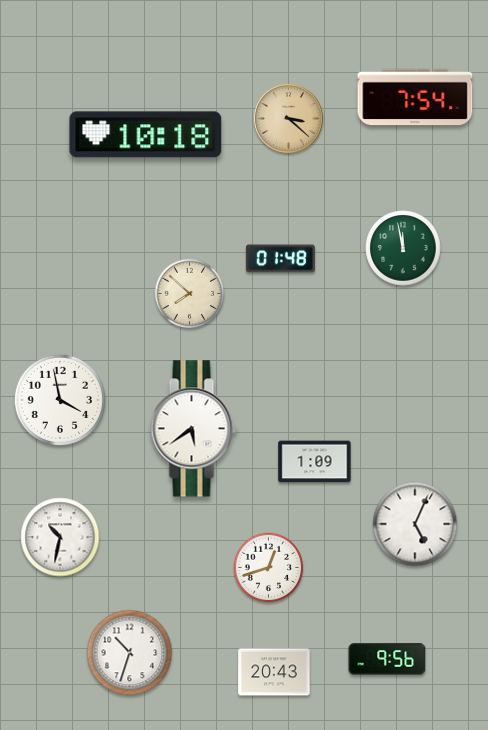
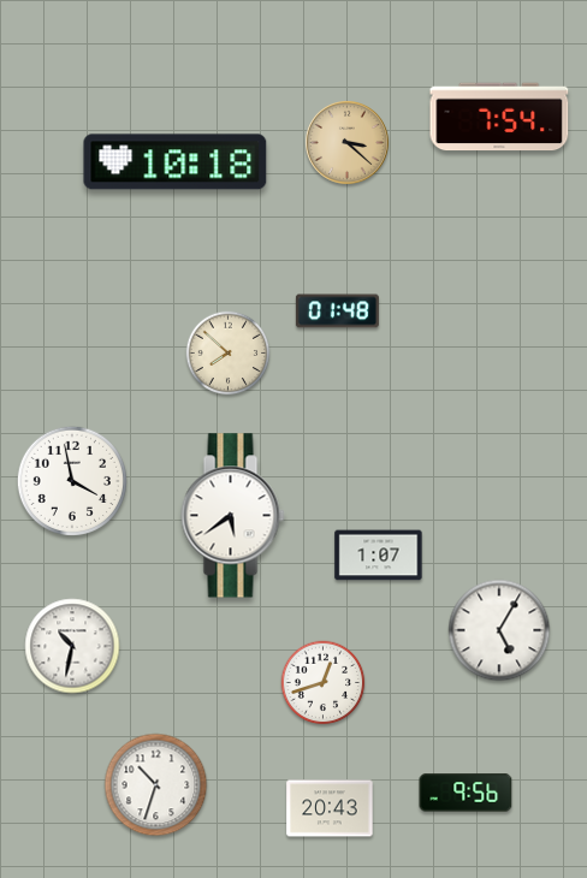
clock at (403, 248): 11:58 -> none
clock at (315, 462): 1:09 -> 1:07
clock at (415, 524): 5:04 -> 5:05
